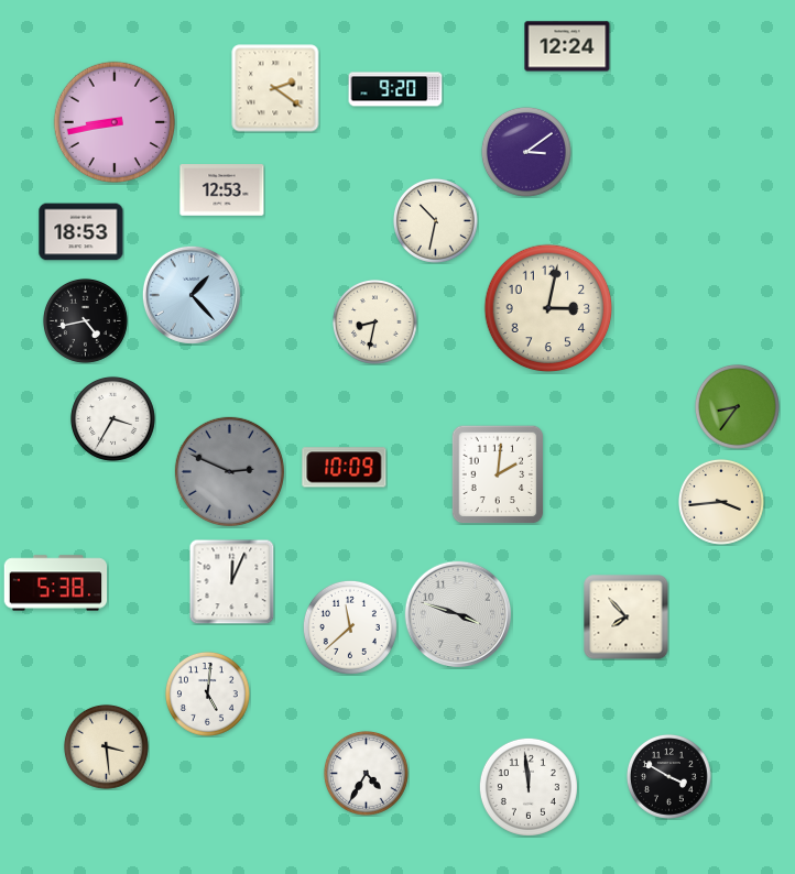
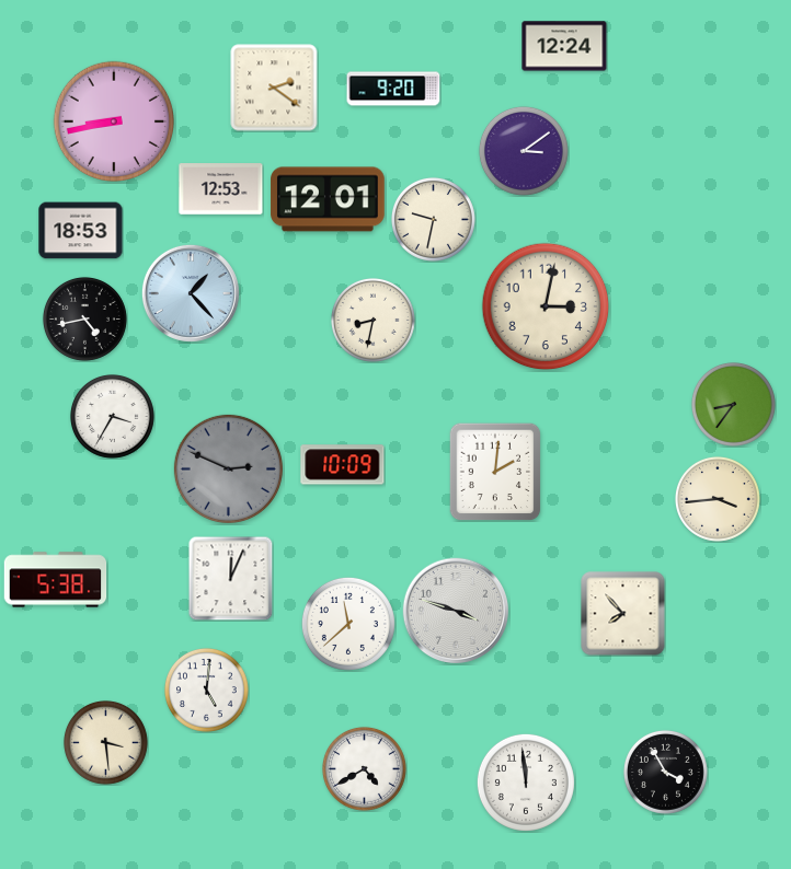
clock at (328, 199): none -> 12:01
clock at (435, 220): 10:32 -> 9:32
clock at (366, 773): 4:35 -> 4:40
clock at (668, 776): 3:50 -> 3:55
